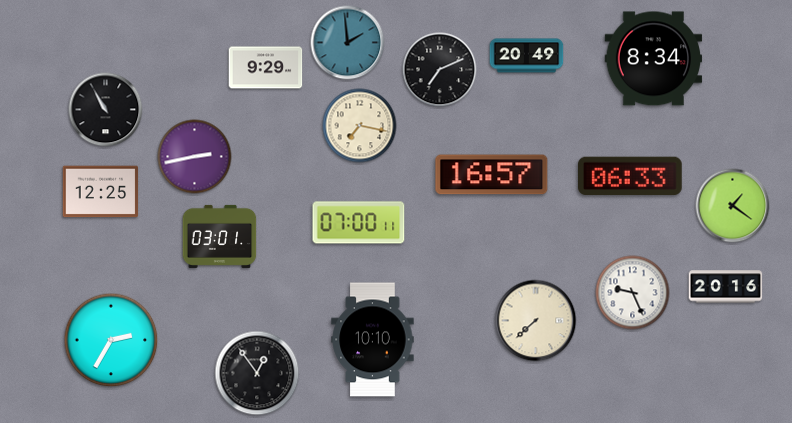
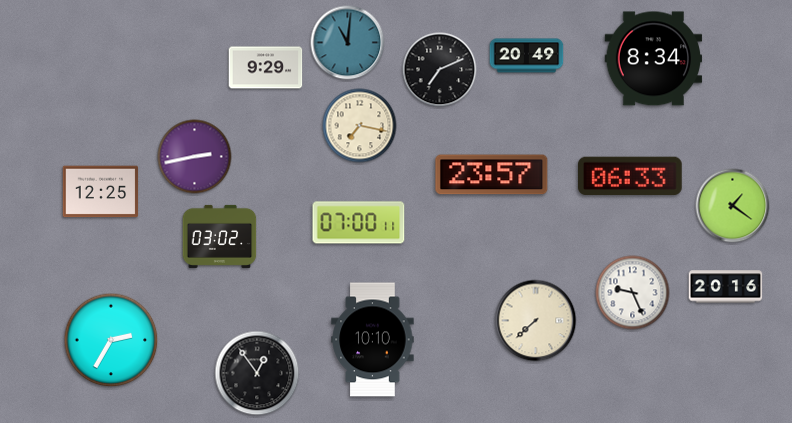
clock at (348, 43): 1:59 -> 11:01
clock at (106, 110): 10:55 -> none
clock at (492, 175): 16:57 -> 23:57
clock at (220, 236): 03:01 -> 03:02
